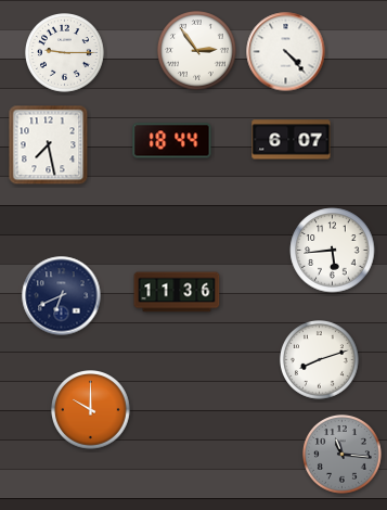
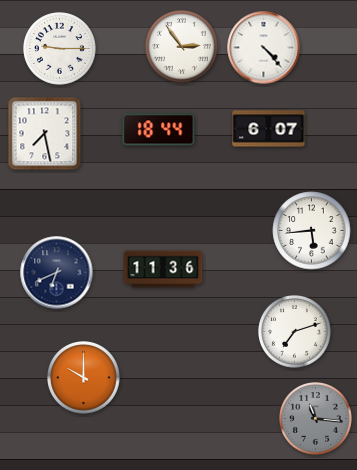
clock at (333, 251) position: (333, 251) -> (312, 231)
clock at (320, 360): 8:12 -> 7:12
